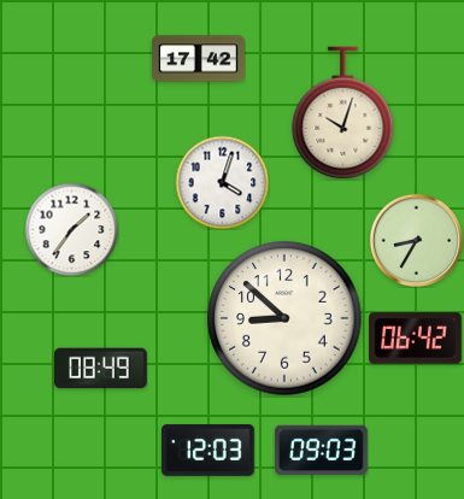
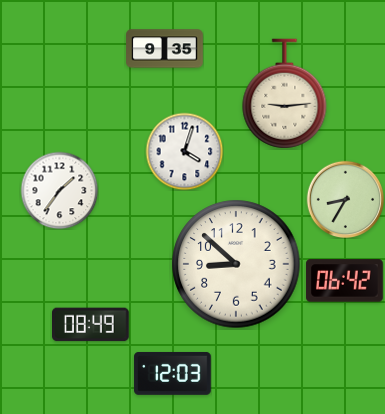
clock at (199, 59): 17:42 -> 9:35
clock at (343, 113): 10:03 -> 9:14
clock at (101, 369) position: (101, 369) -> (91, 325)
clock at (322, 451): 09:03 -> none
